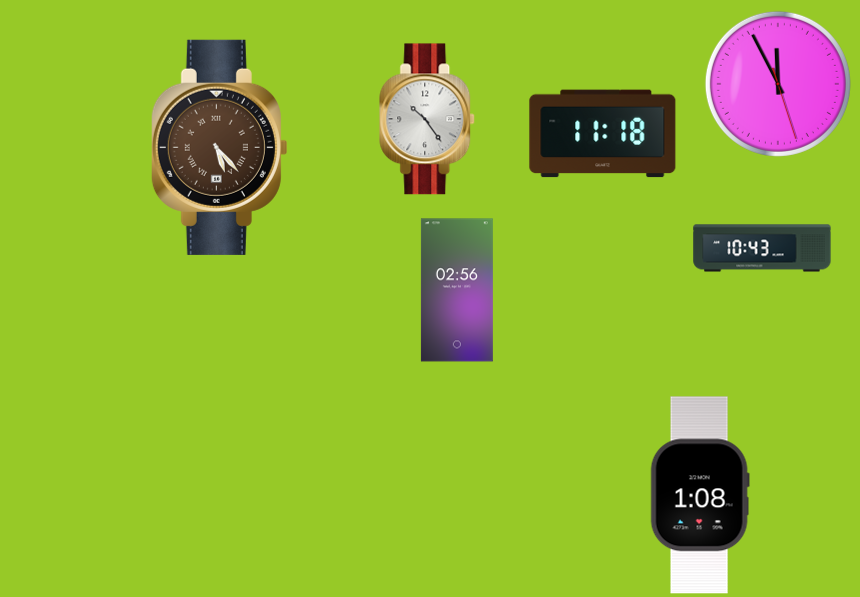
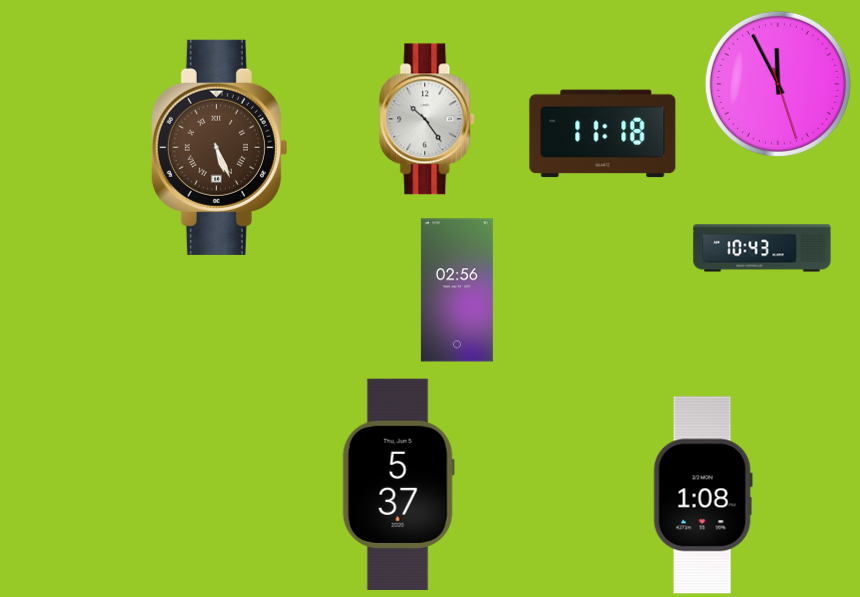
clock at (219, 147): 5:23 -> 5:26
clock at (398, 484): none -> 5:37
clock at (700, 495) position: (700, 495) -> (703, 495)
